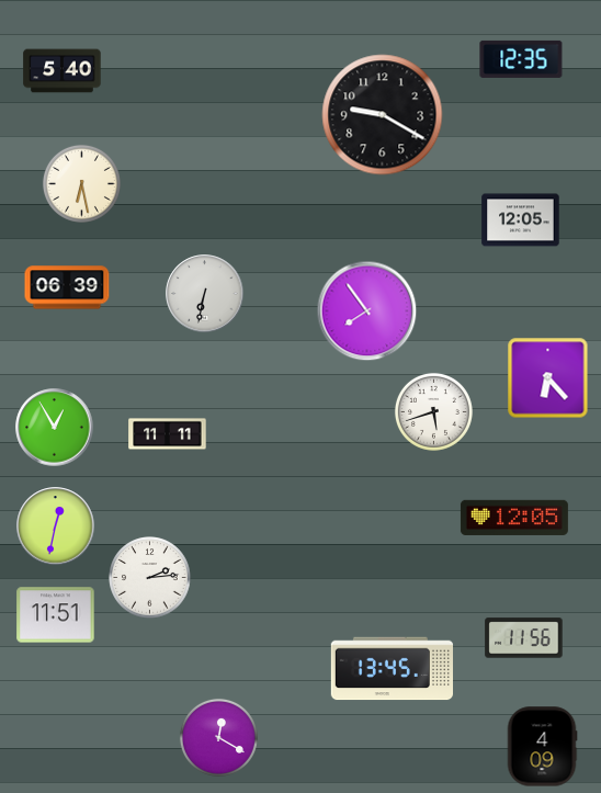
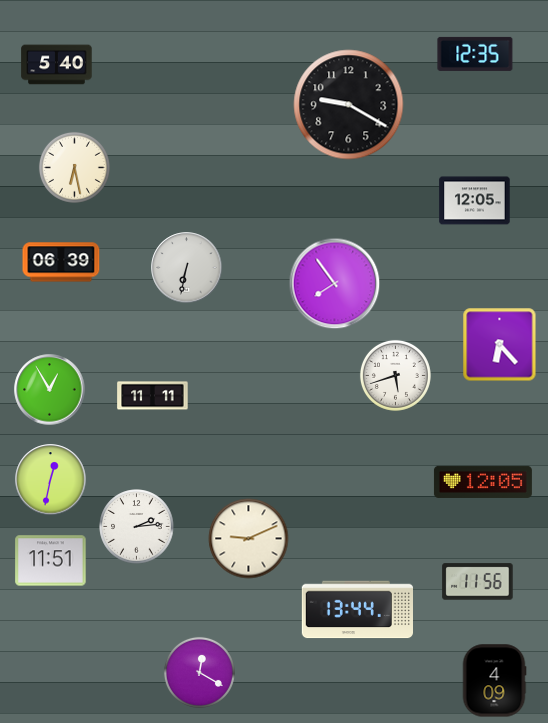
clock at (514, 517) position: (514, 517) -> (483, 481)
clock at (249, 539): none -> 9:11
clock at (392, 669): 13:45 -> 13:44
